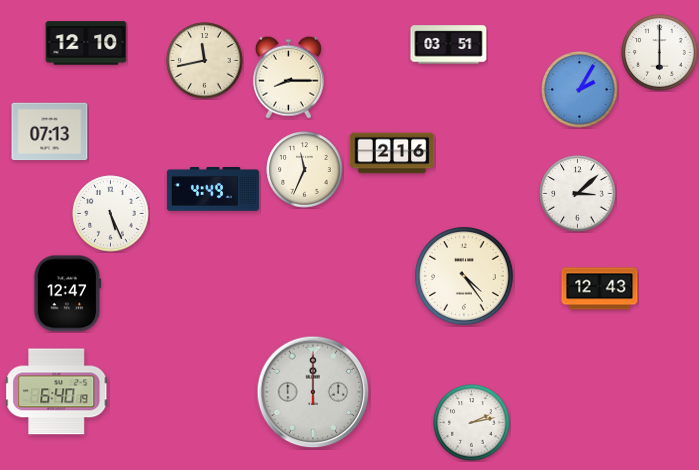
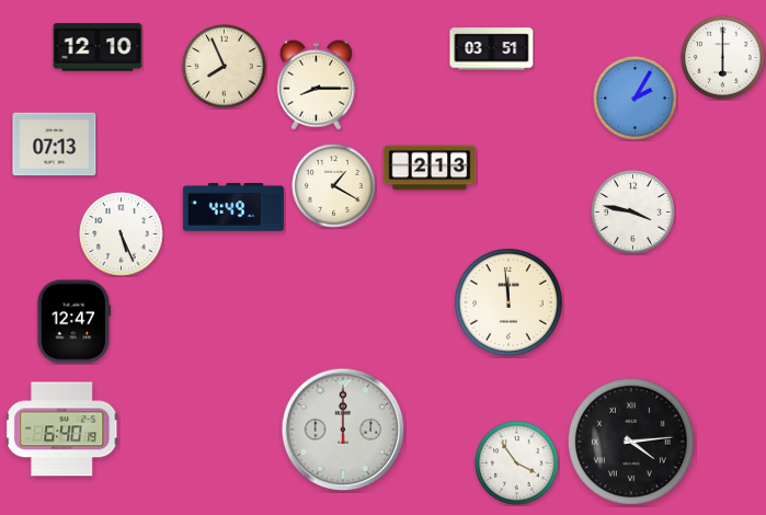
clock at (86, 43) position: (86, 43) -> (98, 47)
clock at (205, 61): 11:43 -> 7:56
clock at (392, 153): 2:16 -> 2:13
clock at (305, 170): 11:34 -> 1:20
clock at (578, 194): 3:08 -> 3:47
clock at (465, 277): 4:24 -> 11:59
clock at (600, 289): 12:43 -> none
clock at (631, 442): none -> 4:14
clock at (472, 423): 2:13 -> 3:54
